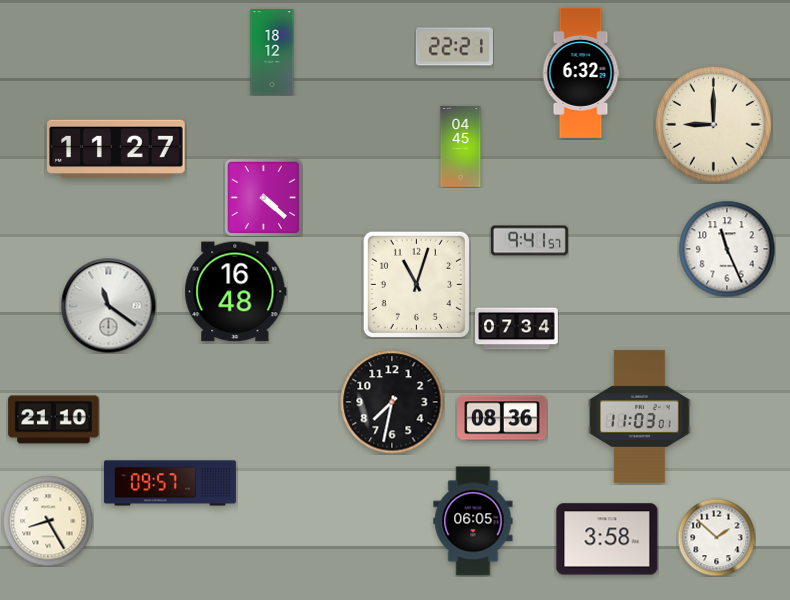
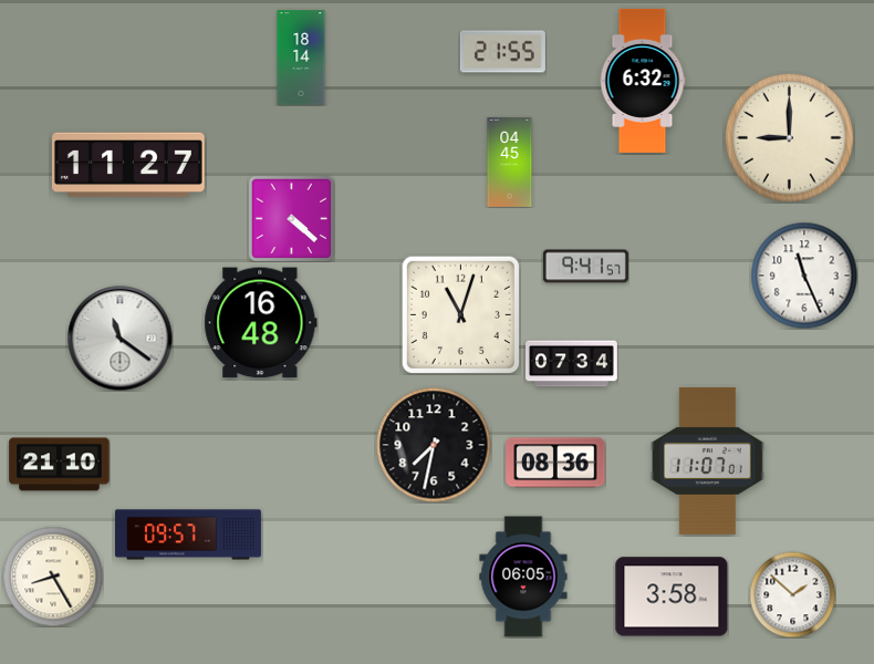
clock at (454, 47): 22:21 -> 21:55
clock at (272, 52): 18:12 -> 18:14
clock at (640, 416): 11:03 -> 11:07
